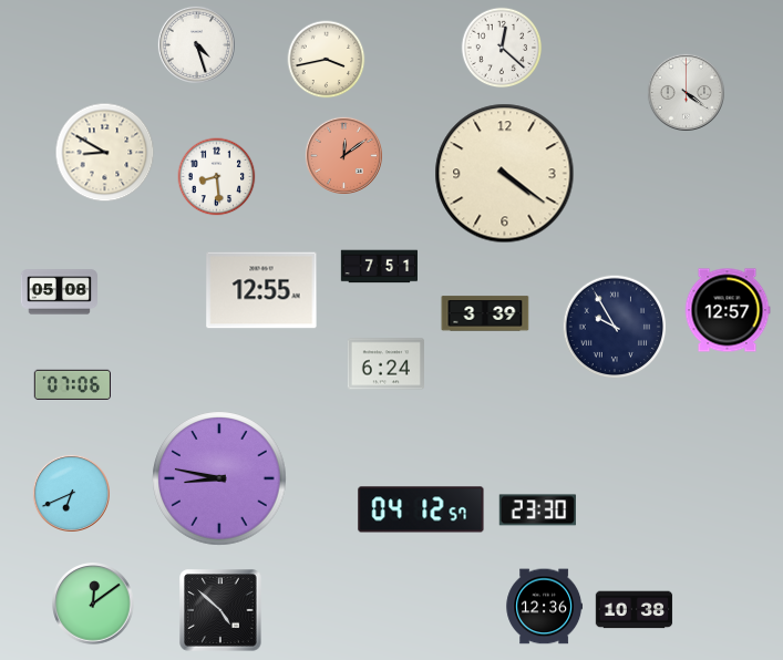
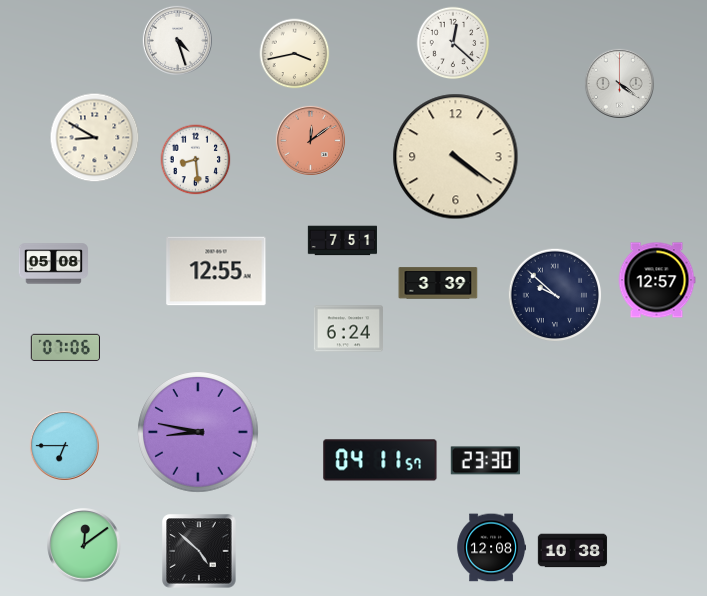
clock at (261, 290) position: (261, 290) -> (216, 271)
clock at (615, 327): 9:55 -> 9:52
clock at (71, 493): 6:41 -> 6:45
clock at (421, 509): 04:12 -> 04:11
clock at (544, 607): 12:36 -> 12:08
